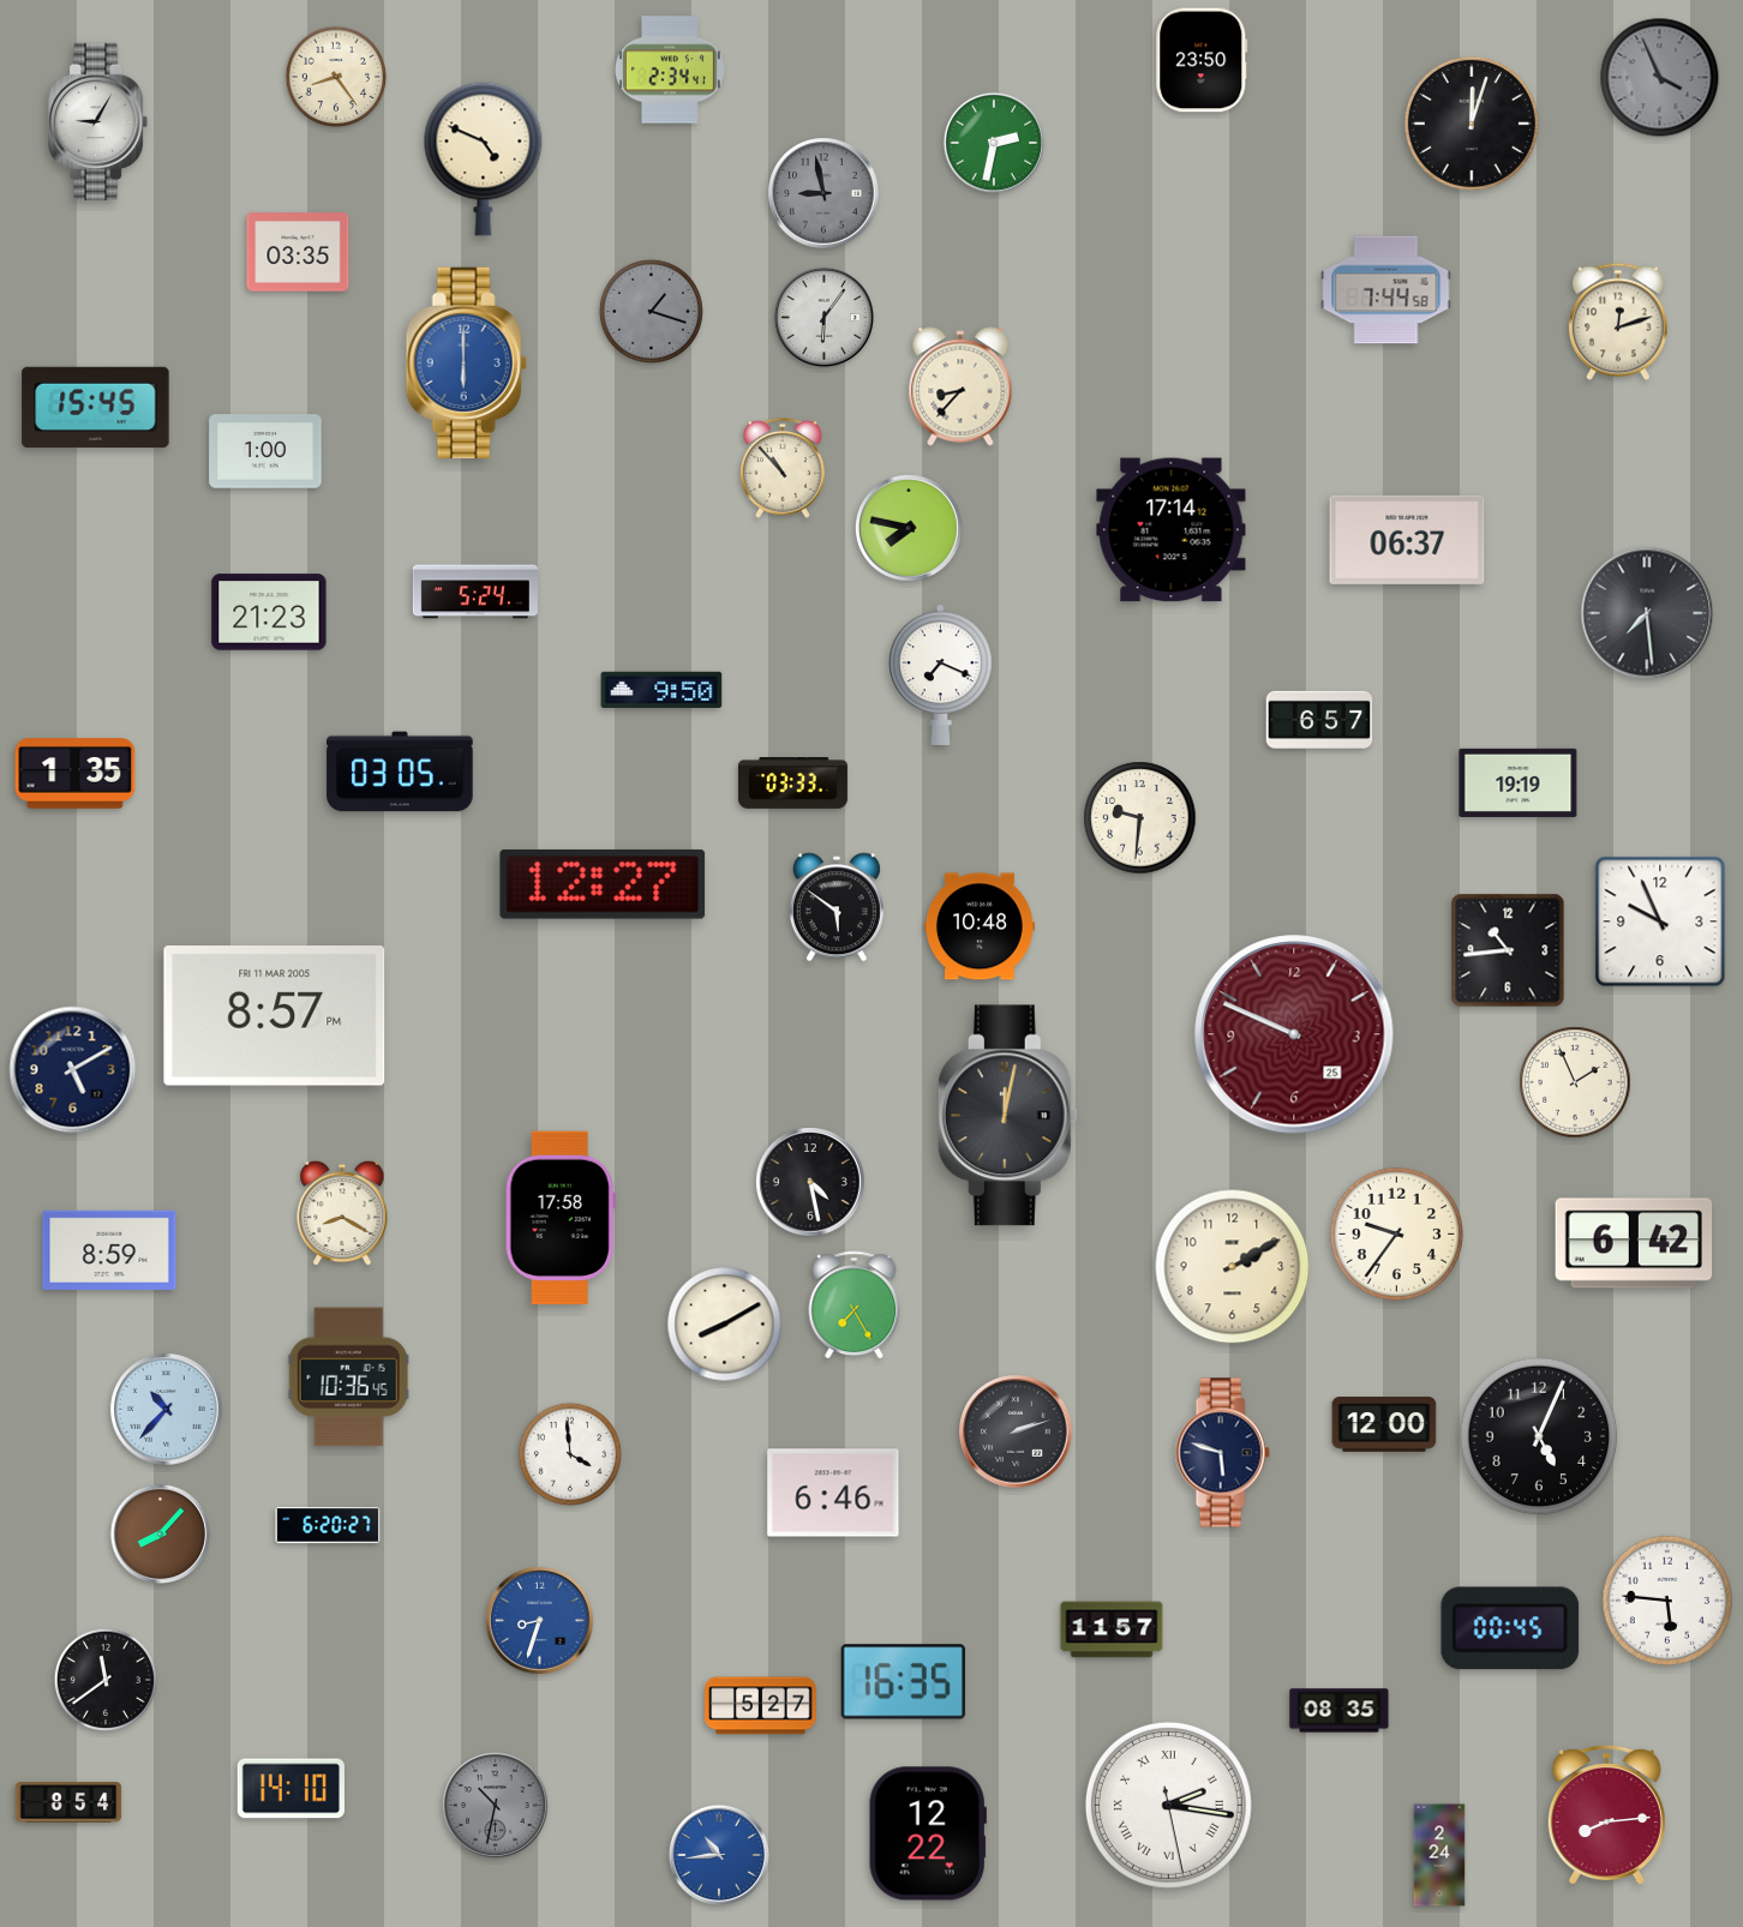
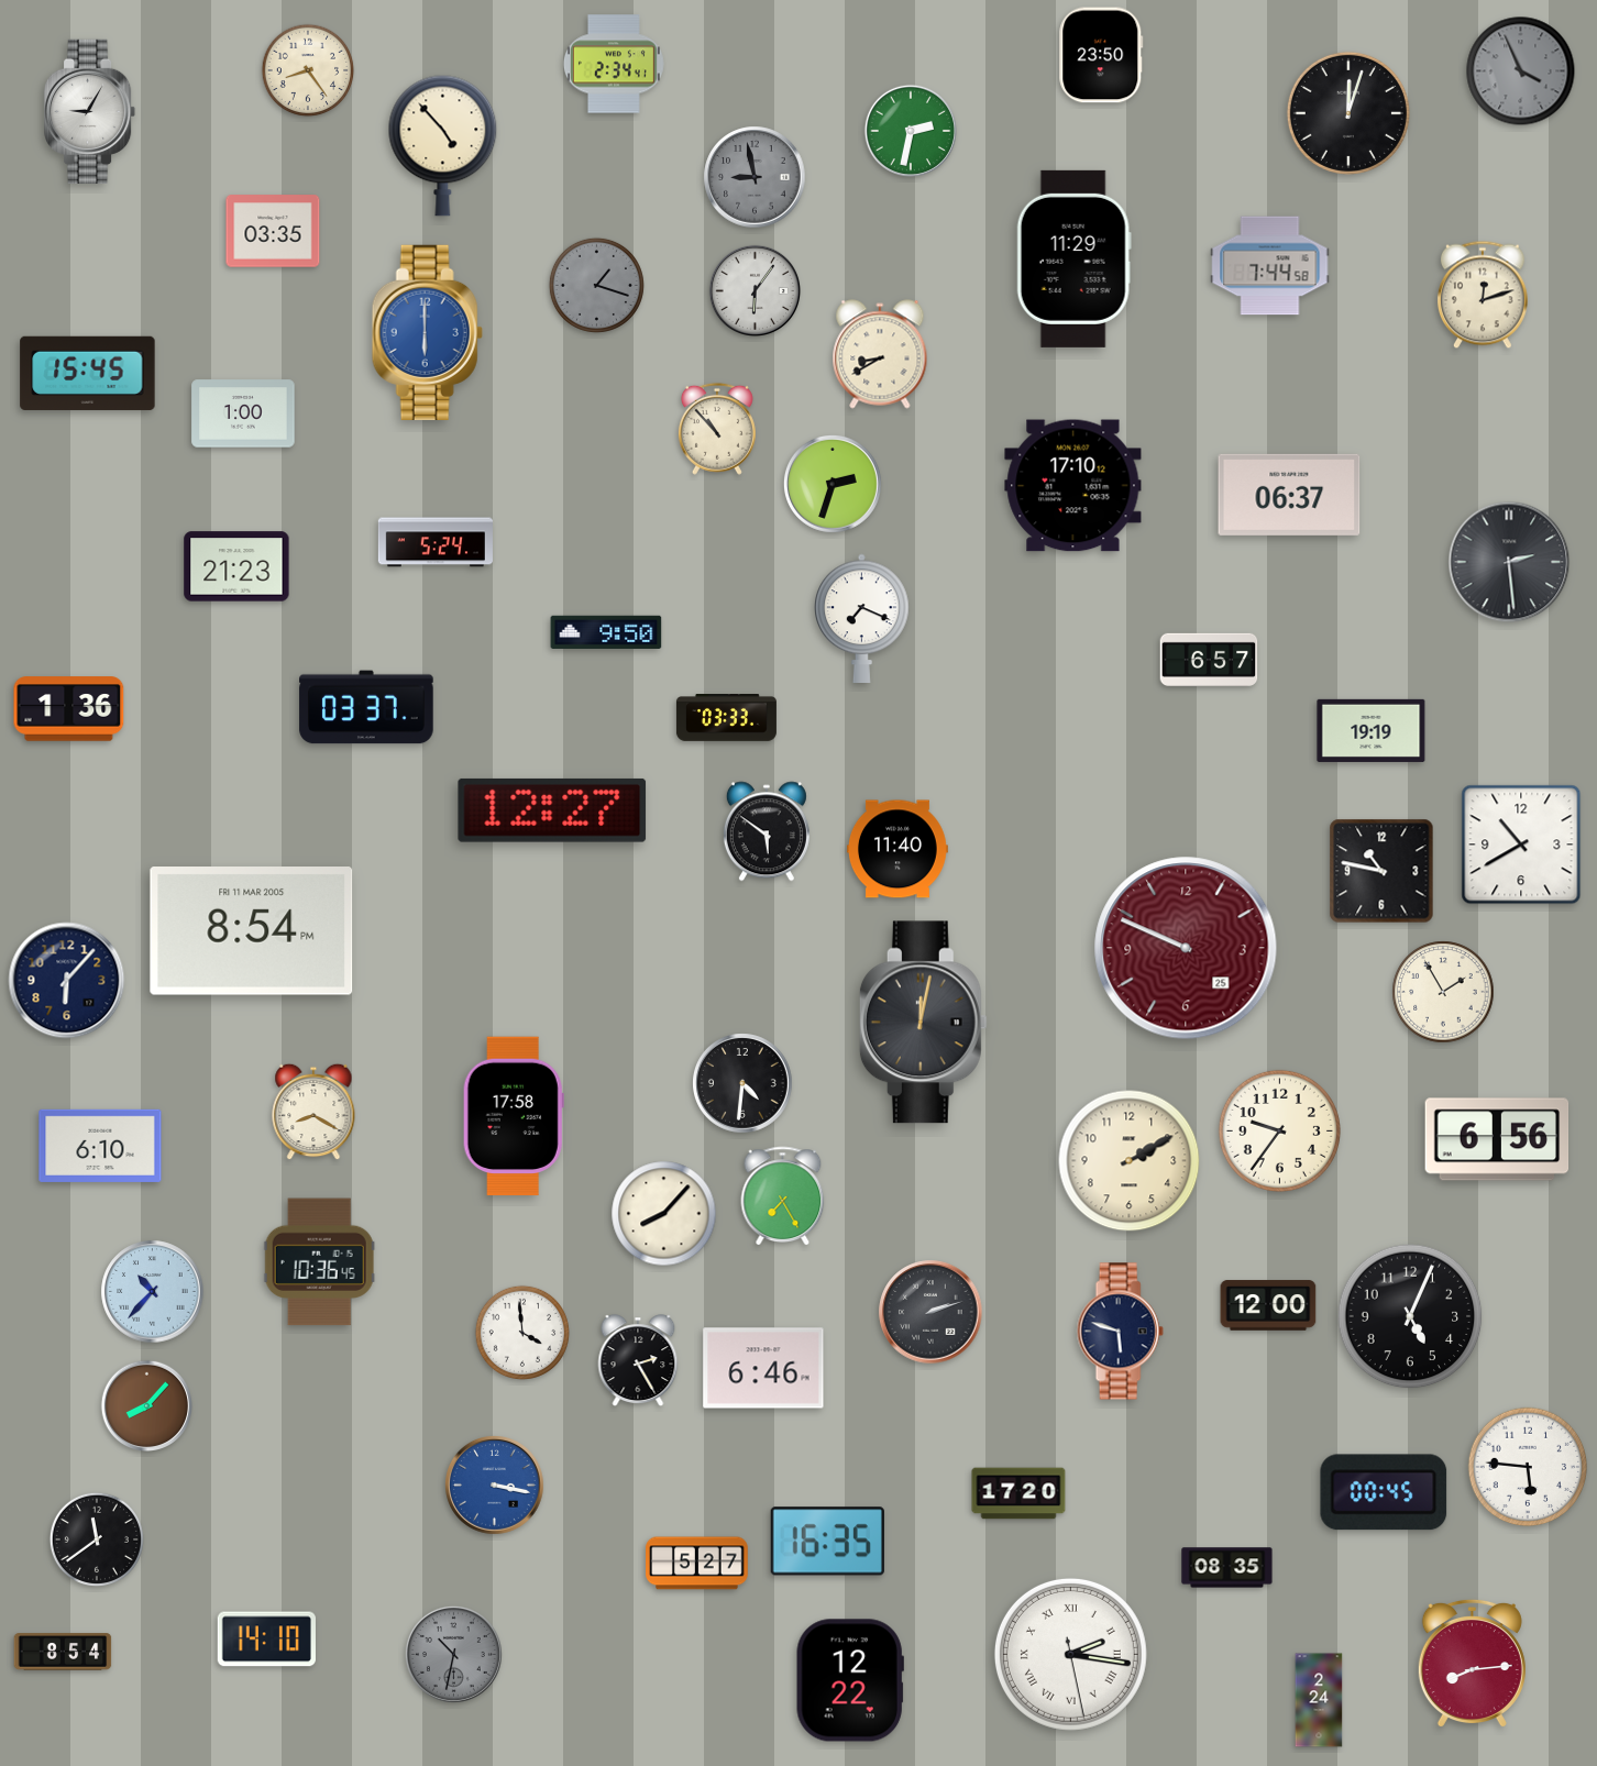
clock at (484, 158): 4:49 -> 4:53
clock at (1073, 258): none -> 11:29
clock at (960, 386): 8:37 -> 8:40
clock at (909, 528): 7:47 -> 2:33
clock at (1172, 530): 17:14 -> 17:10
clock at (269, 612) position: (269, 612) -> (236, 566)
clock at (1647, 613): 7:29 -> 2:29
clock at (400, 772): 03:05 -> 03:37
clock at (76, 774): 1:35 -> 1:36
clock at (1519, 782) position: (1519, 782) -> (1372, 730)
clock at (1140, 818): 9:31 -> none
clock at (1660, 922): 9:56 -> 10:40
clock at (980, 926): 10:48 -> 11:40
clock at (1508, 950): 10:44 -> 10:47
clock at (275, 1016): 8:57 -> 8:54
clock at (73, 1070): 5:10 -> 6:07
clock at (1575, 1082): 1:56 -> 1:55
clock at (810, 1182): 4:28 -> 4:31
clock at (1634, 1243): 6:42 -> 6:56
clock at (109, 1250): 8:59 -> 6:10
clock at (725, 1325): 8:10 -> 8:07
clock at (638, 1361): none -> 2:25
clock at (328, 1525): 6:20 -> none
clock at (540, 1621): 8:33 -> 3:17
clock at (1112, 1629): 11:57 -> 17:20
clock at (718, 1854): 10:44 -> none
